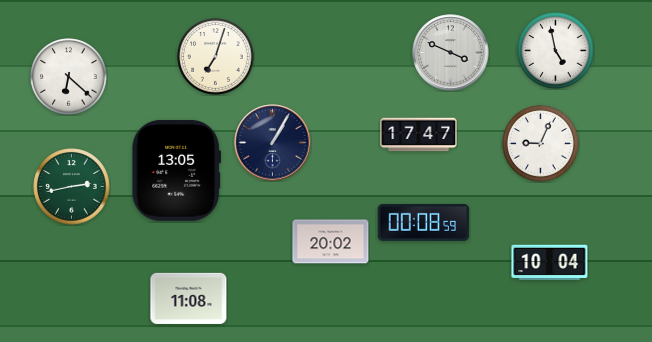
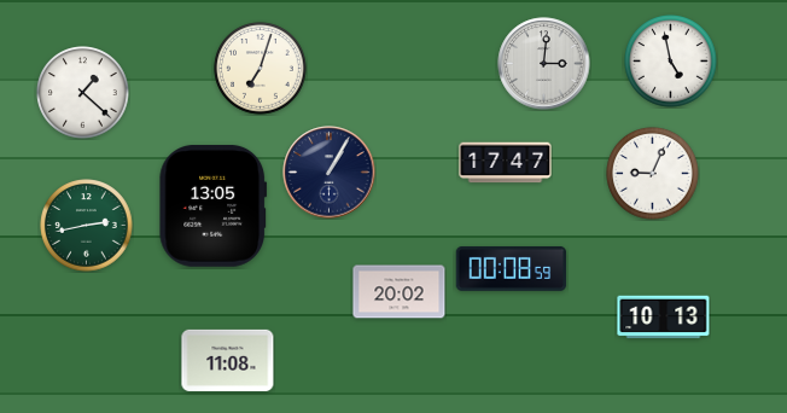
clock at (451, 53): 3:49 -> 3:01
clock at (69, 77): 6:22 -> 1:22
clock at (550, 263): 10:04 -> 10:13
